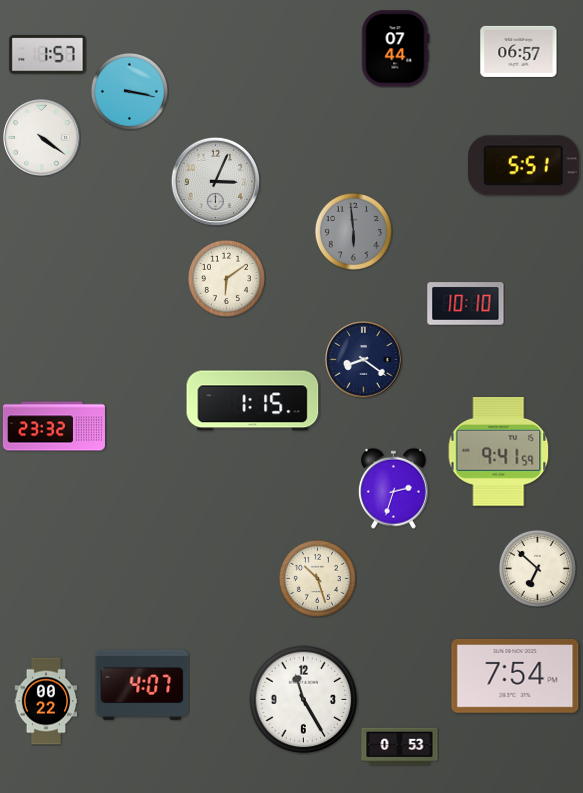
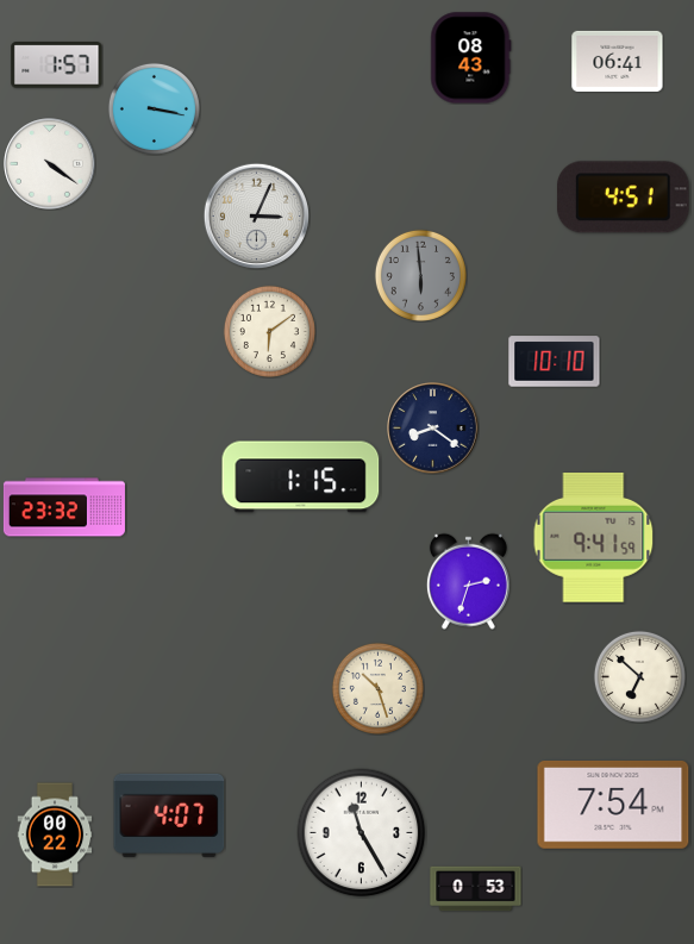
clock at (396, 49): 07:44 -> 08:43
clock at (519, 51): 06:57 -> 06:41
clock at (524, 166): 5:51 -> 4:51
